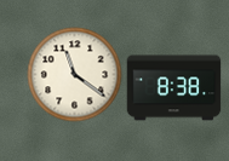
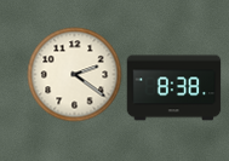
clock at (74, 74): 11:21 -> 2:21
